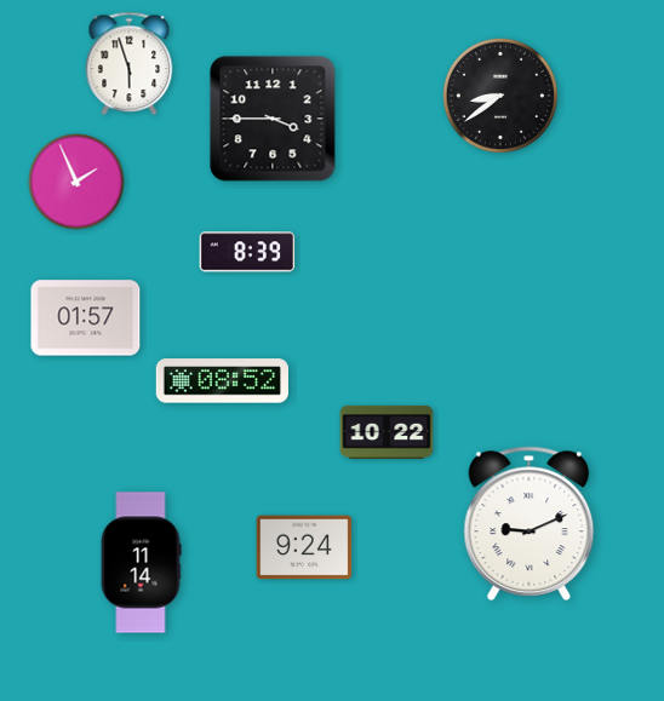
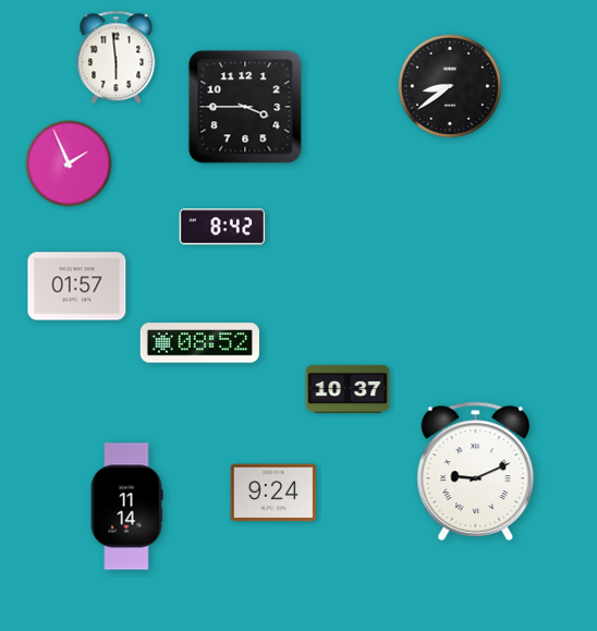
clock at (130, 64): 5:57 -> 5:59
clock at (247, 252): 8:39 -> 8:42
clock at (387, 432): 10:22 -> 10:37
